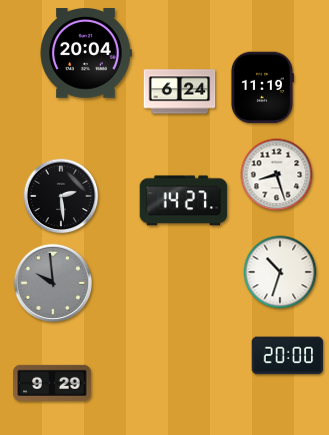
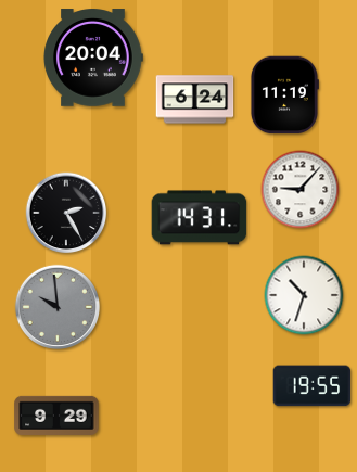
clock at (277, 175): 8:27 -> 9:07
clock at (61, 196): 2:29 -> 2:25
clock at (184, 201): 14:27 -> 14:31
clock at (288, 356): 20:00 -> 19:55
